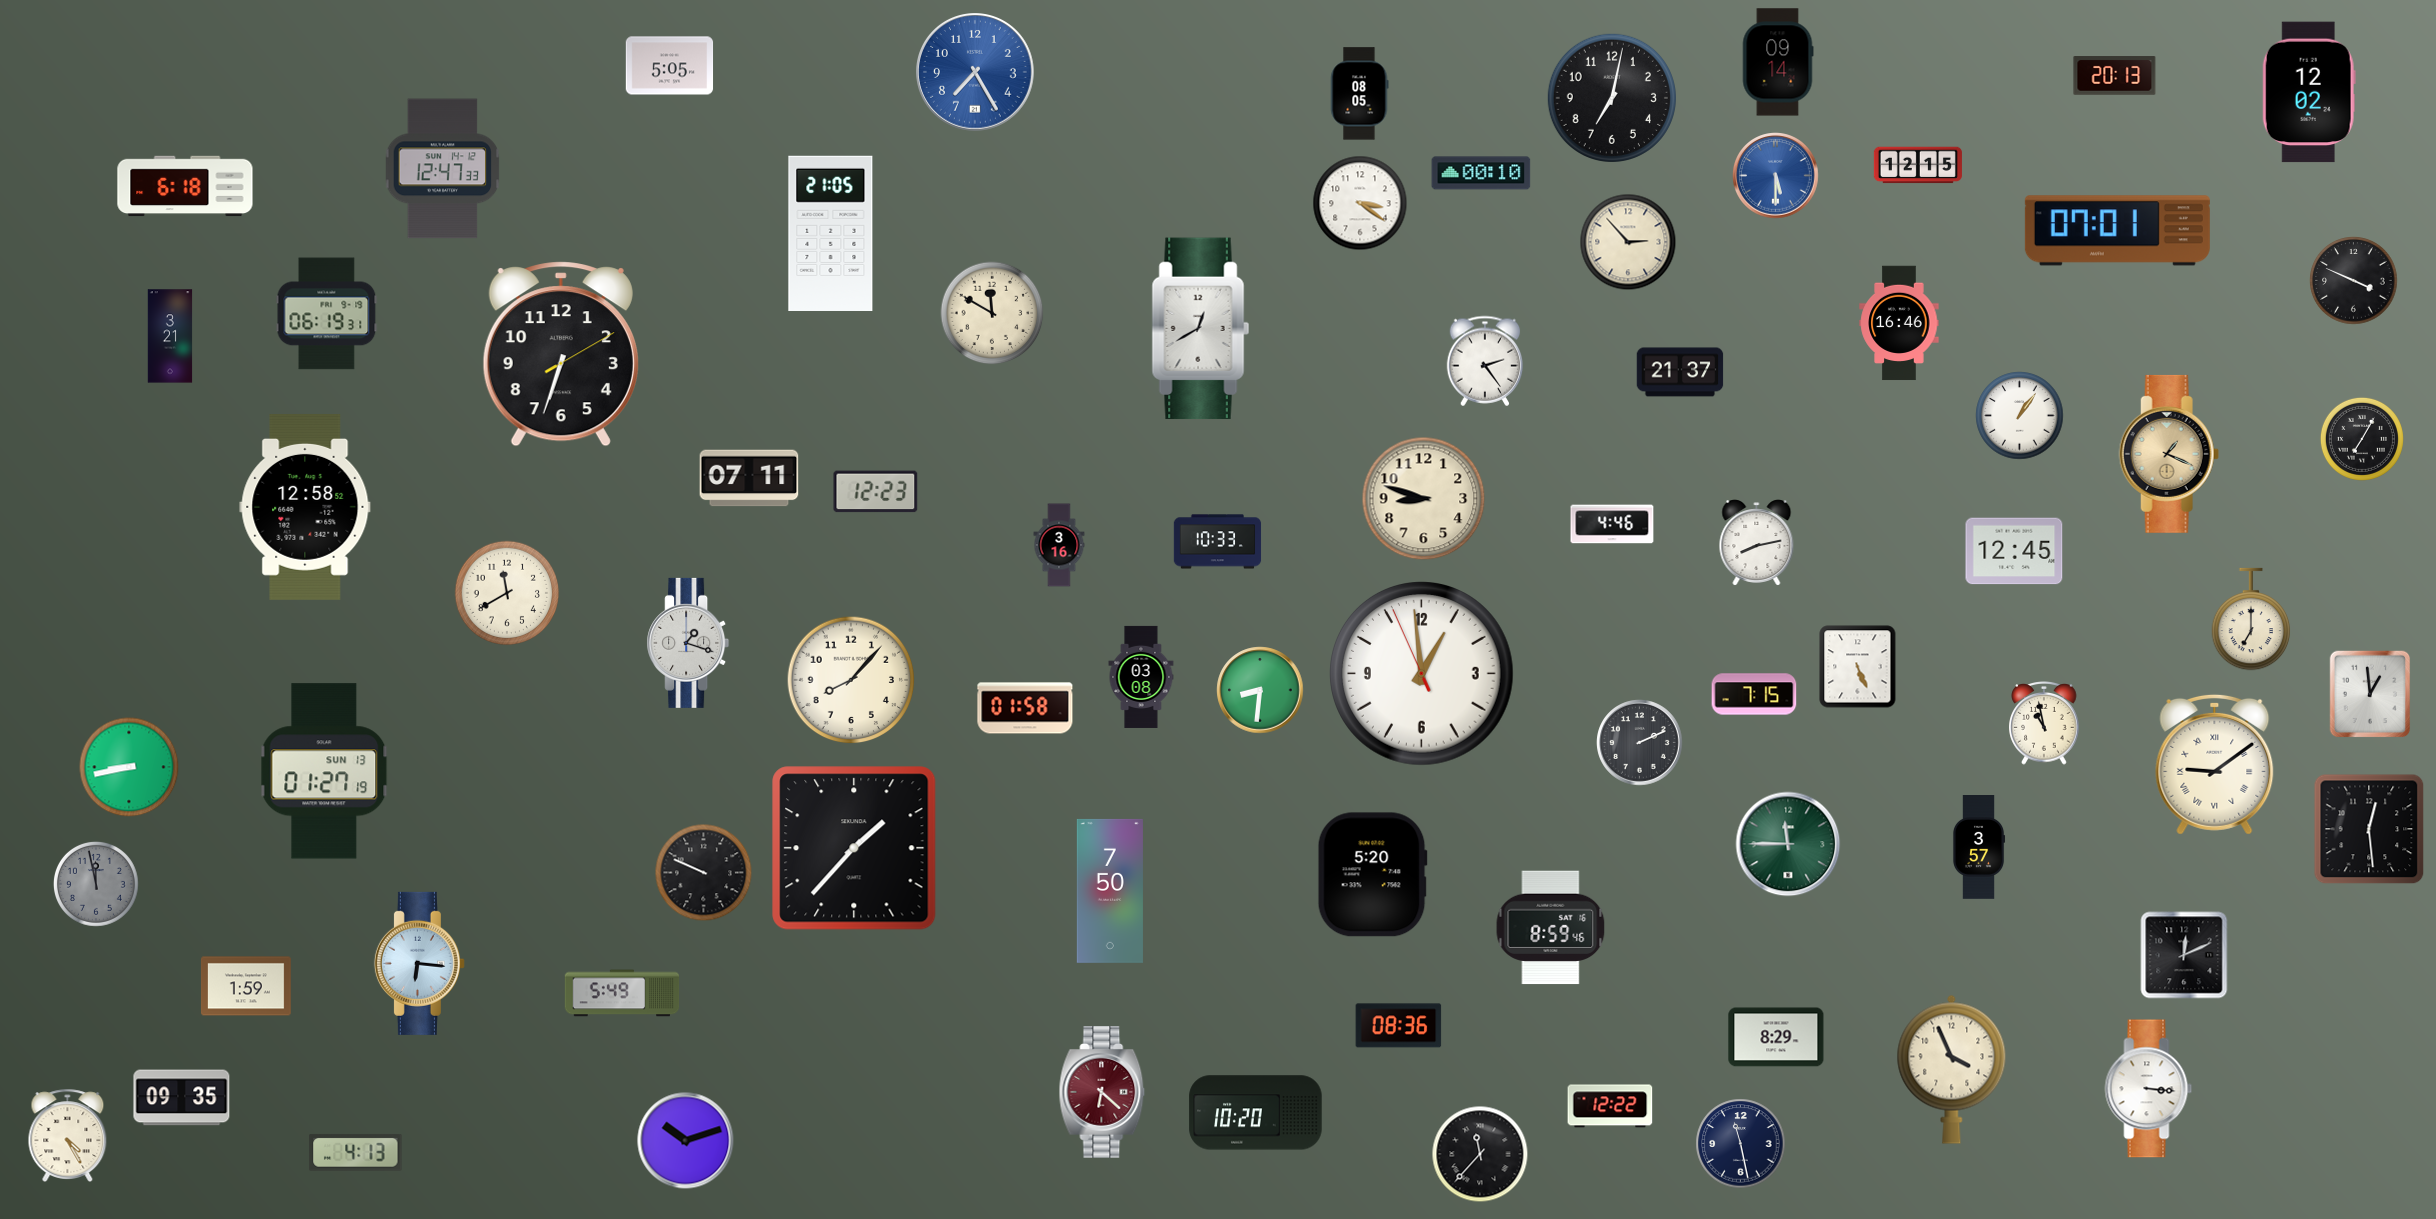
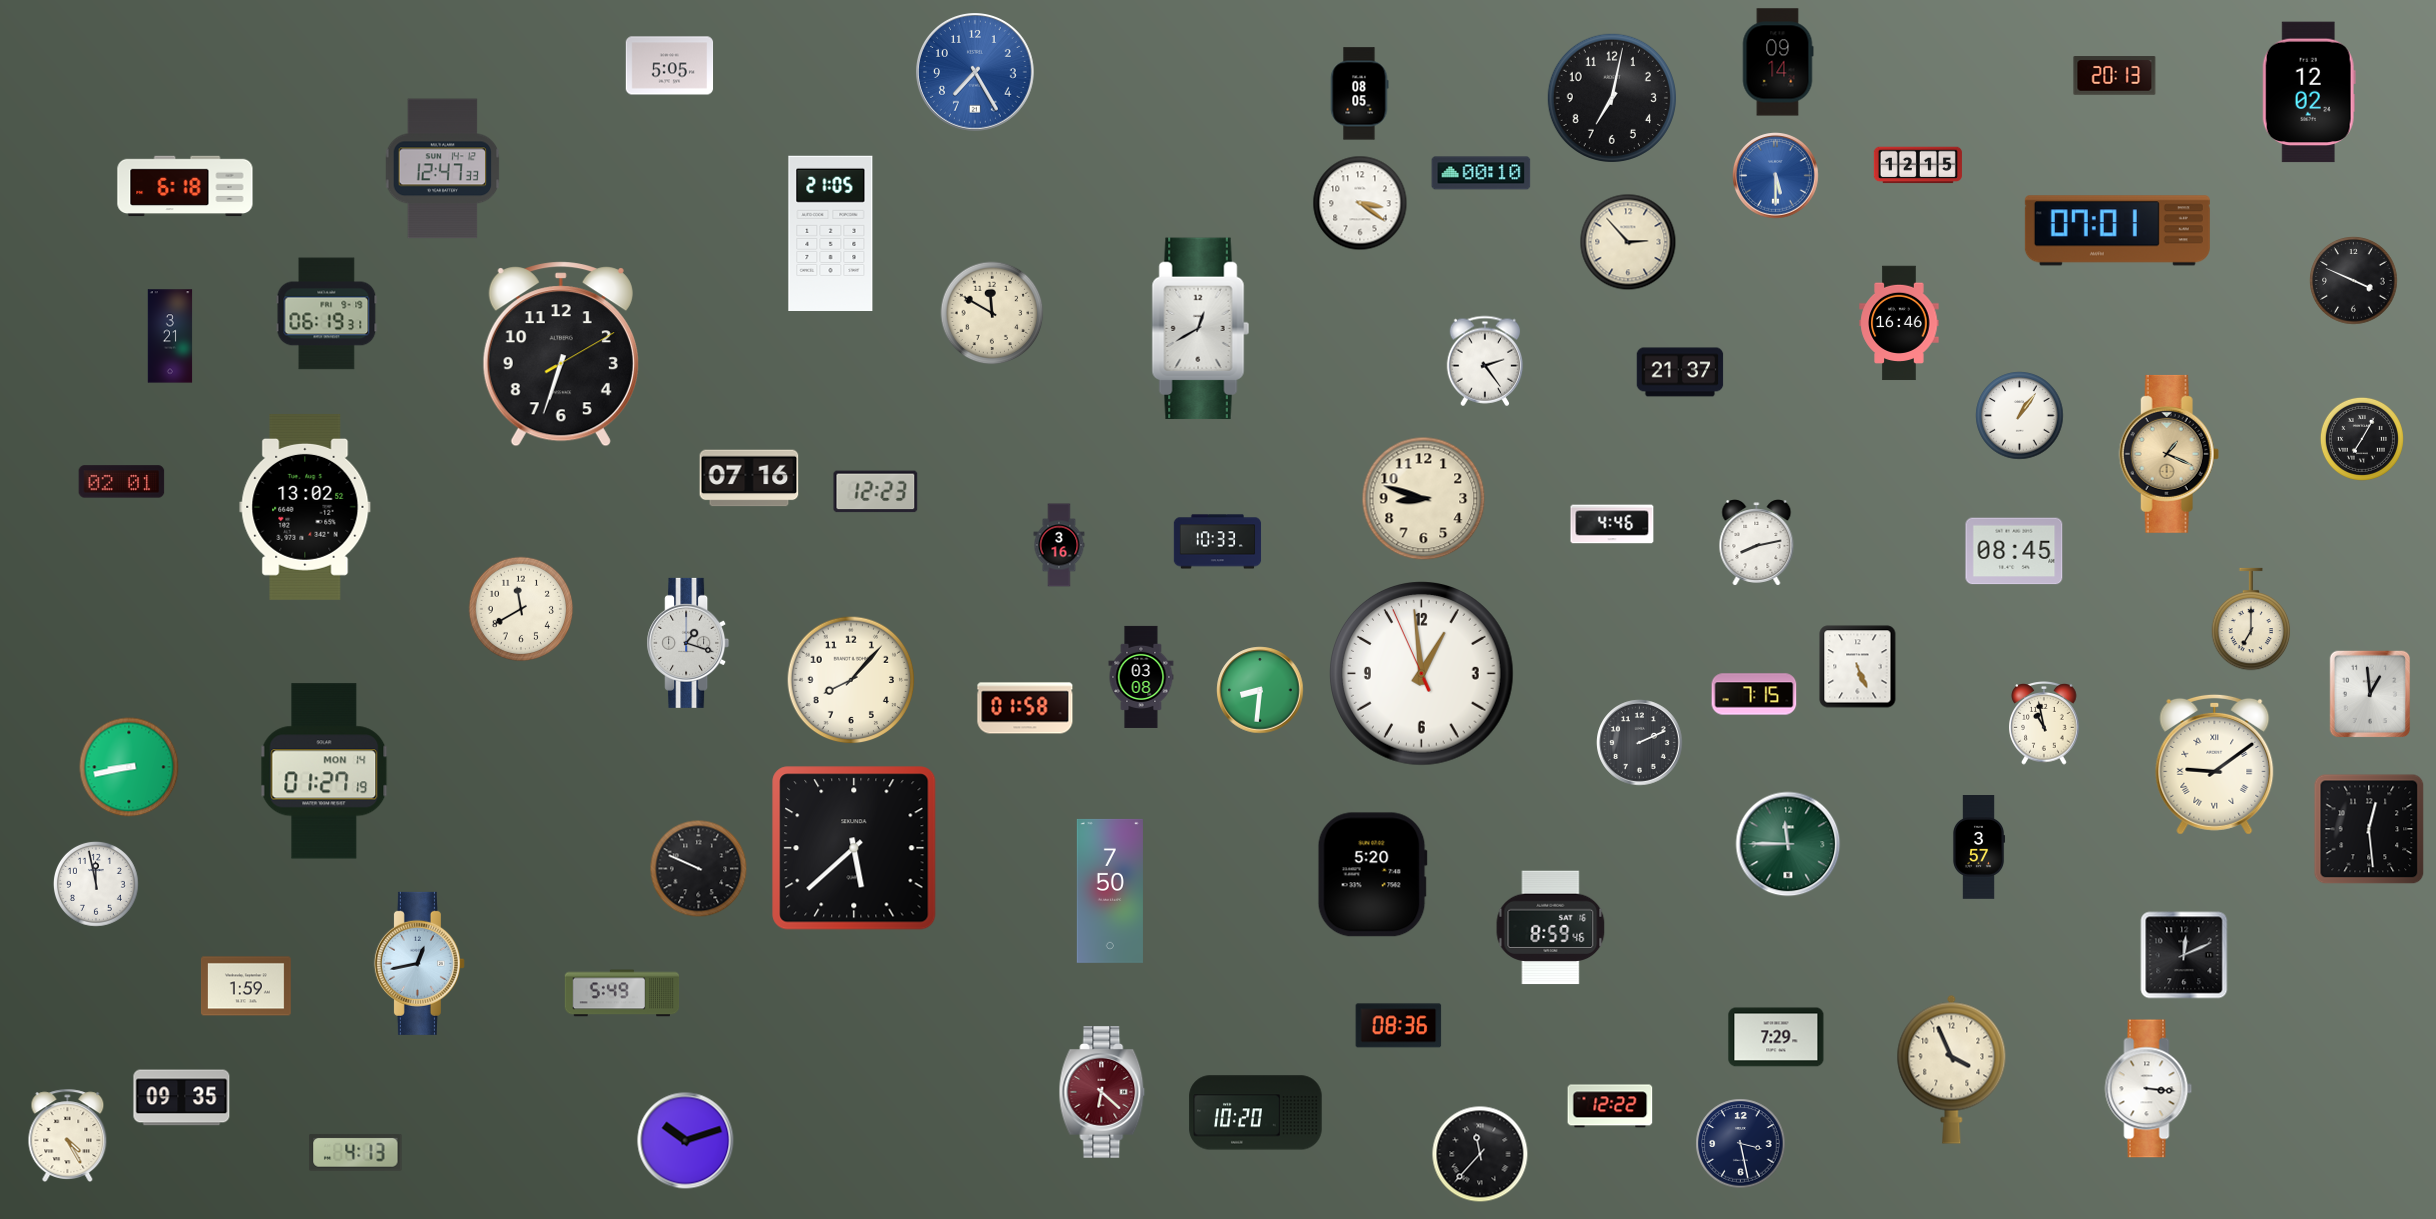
clock at (749, 478): 07:11 -> 07:16
clock at (122, 482): none -> 02:01
clock at (305, 507): 12:58 -> 13:02
clock at (2014, 551): 12:45 -> 08:45
clock at (507, 593) position: (507, 593) -> (521, 609)
clock at (324, 771) date: SUN 13 -> MON 14
clock at (854, 848): 1:37 -> 5:38
clock at (704, 873) position: (704, 873) -> (699, 869)
clock at (96, 884) dial: grey -> white
clock at (419, 963): 6:16 -> 12:43
clock at (1776, 1037): 8:29 -> 7:29
clock at (1741, 1144): 11:28 -> 3:28
